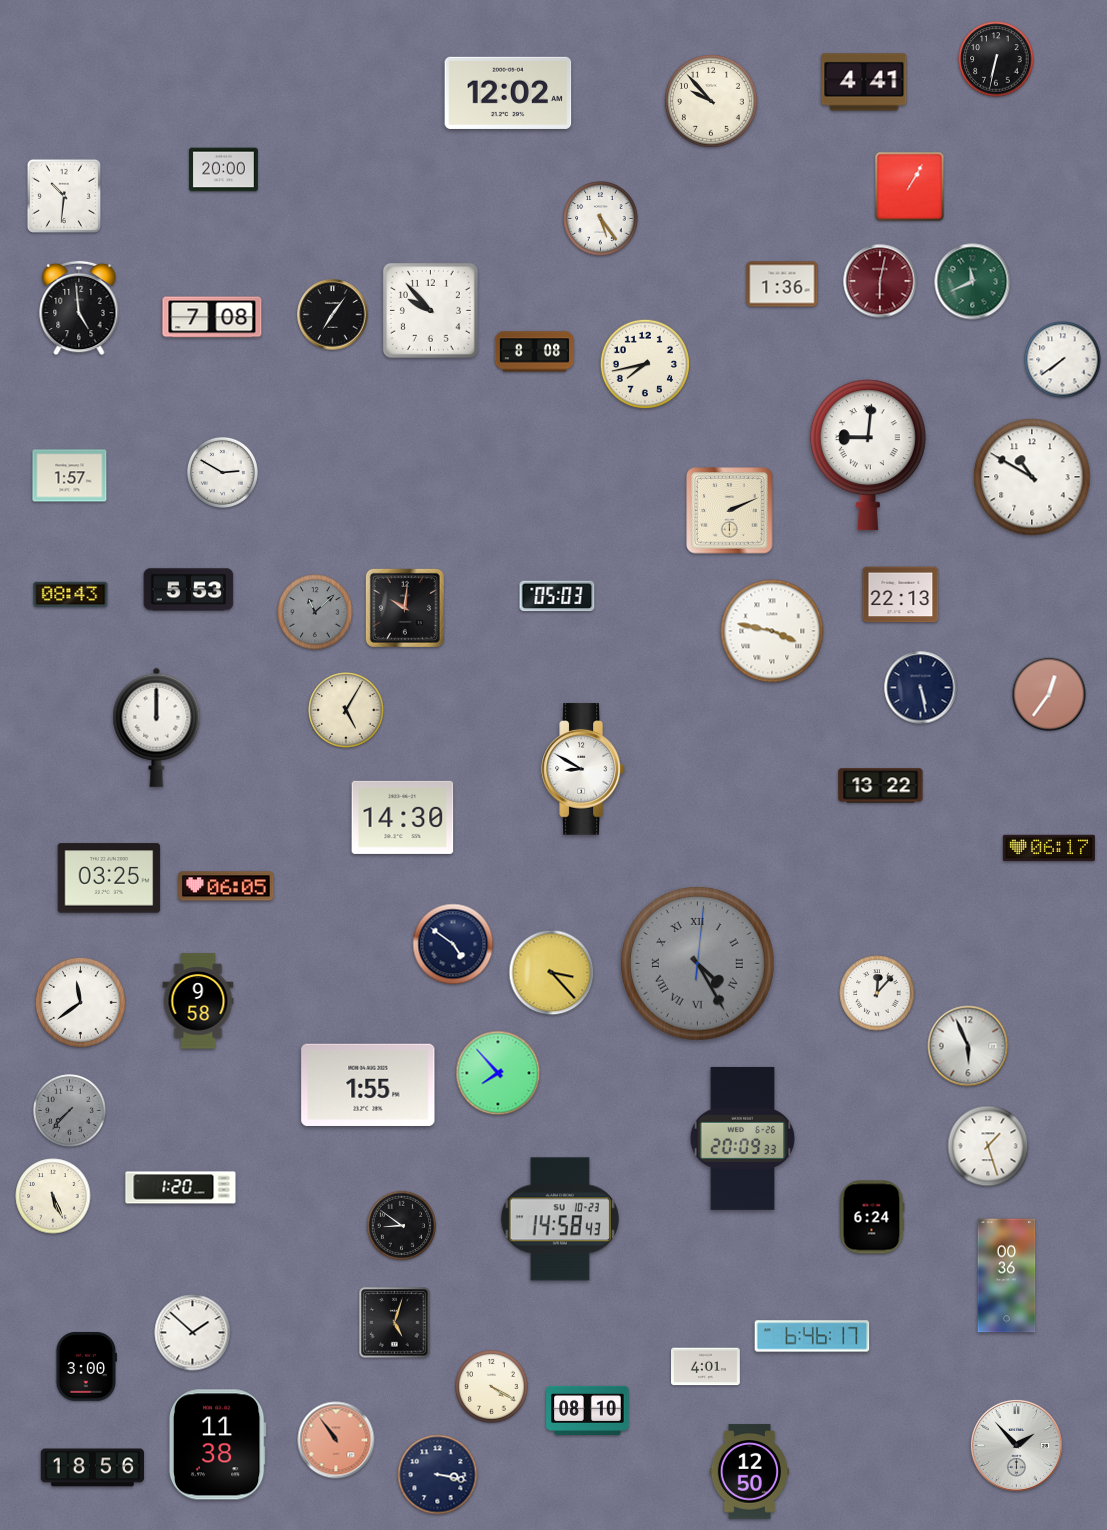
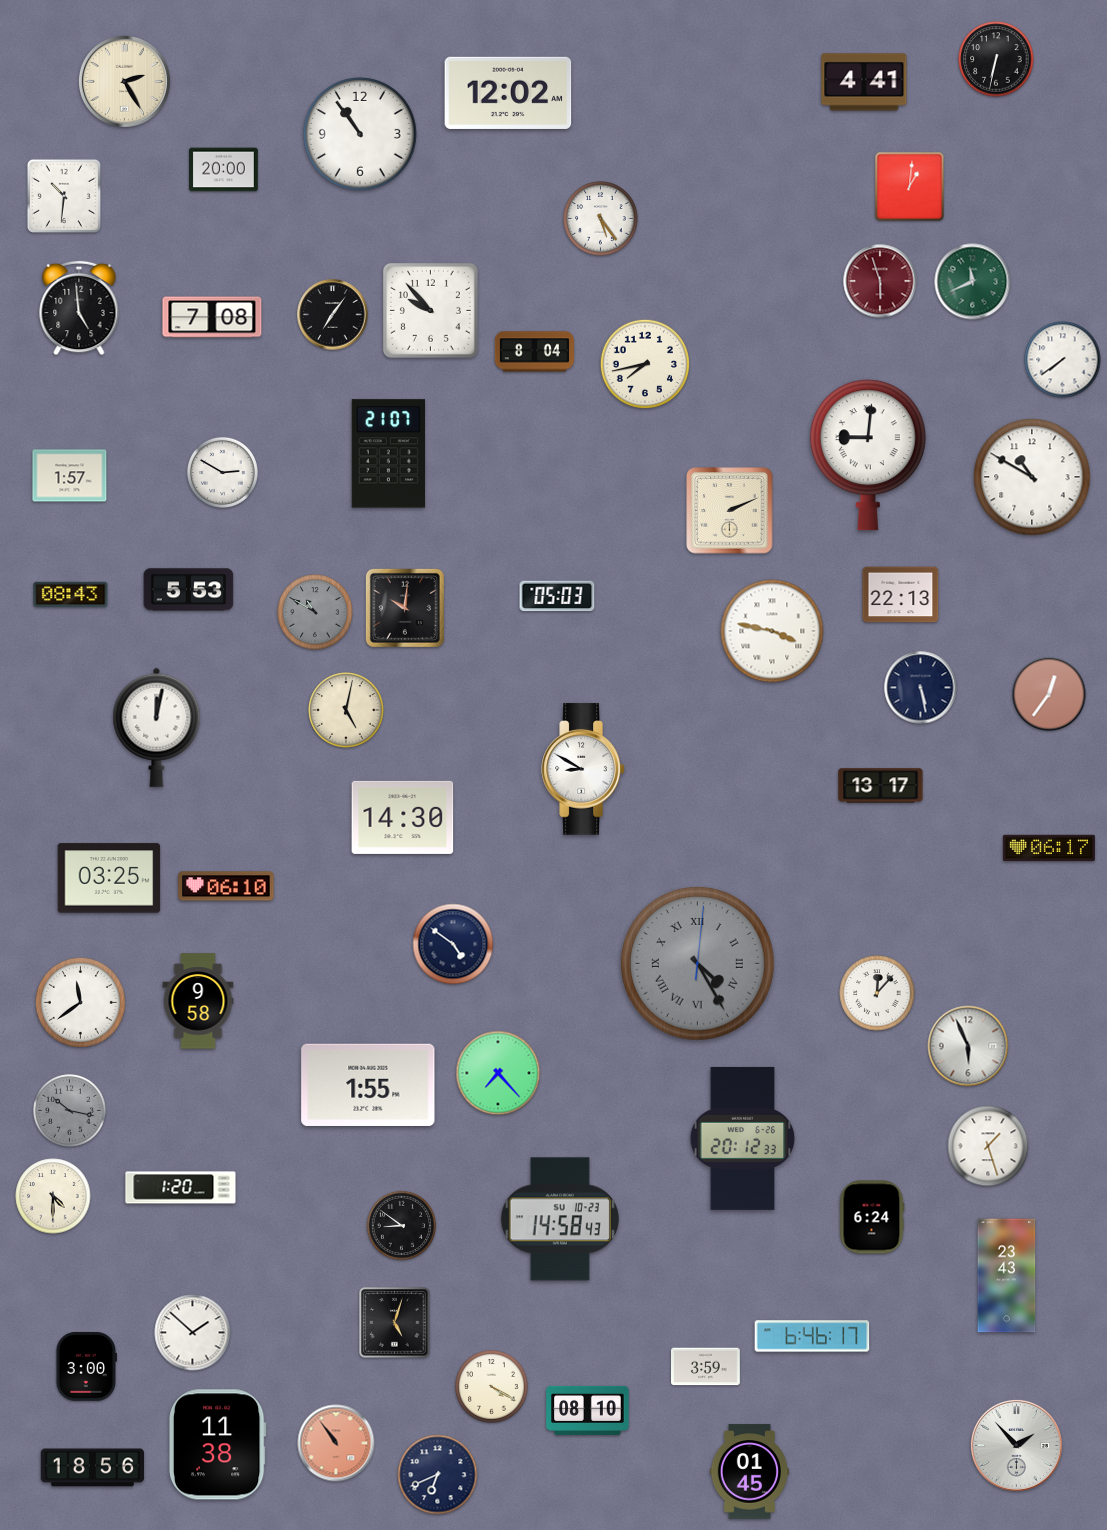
clock at (124, 81): none -> 2:25
clock at (712, 102): 9:53 -> none
clock at (361, 135): none -> 10:54
clock at (910, 187): 1:05 -> 1:01
clock at (880, 281): 6:02 -> 5:57
clock at (782, 284): 1:36 -> none
clock at (534, 352): 8:08 -> 8:04
clock at (388, 454): none -> 21:07
clock at (315, 612): 11:08 -> 10:50
clock at (346, 710): 5:05 -> 5:02
clock at (157, 727): 12:00 -> 12:02
clock at (881, 786): 13:22 -> 13:17
clock at (226, 886): 06:05 -> 06:10
clock at (552, 973): 3:23 -> none
clock at (498, 1073): 7:53 -> 7:23
clock at (70, 1111): 7:37 -> 10:17
clock at (743, 1138): 20:09 -> 20:12
clock at (53, 1196): 5:26 -> 4:30
clock at (1007, 1276): 00:36 -> 23:43
clock at (706, 1367): 4:01 -> 3:59
clock at (336, 1440) position: (336, 1440) -> (336, 1443)
clock at (749, 1472): 12:50 -> 01:45
clock at (438, 1475): 3:17 -> 6:41
